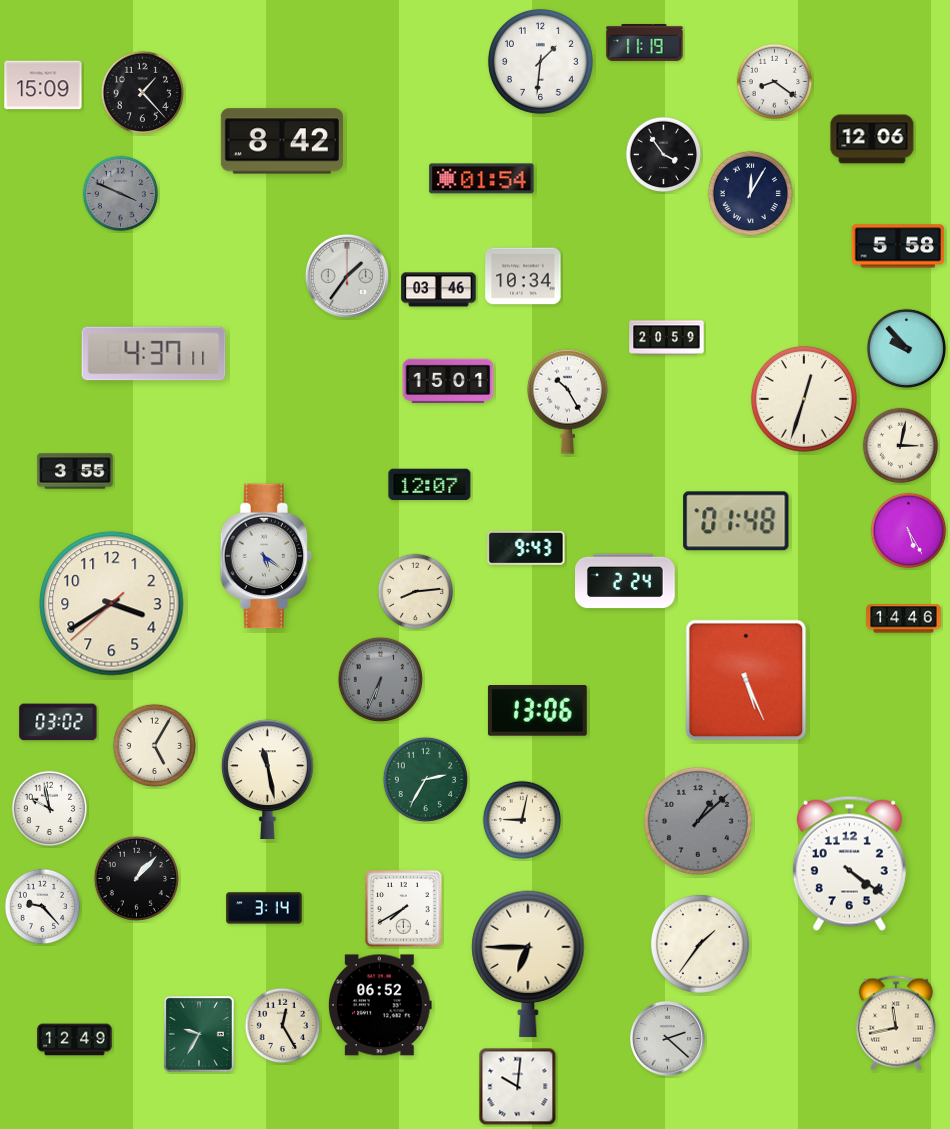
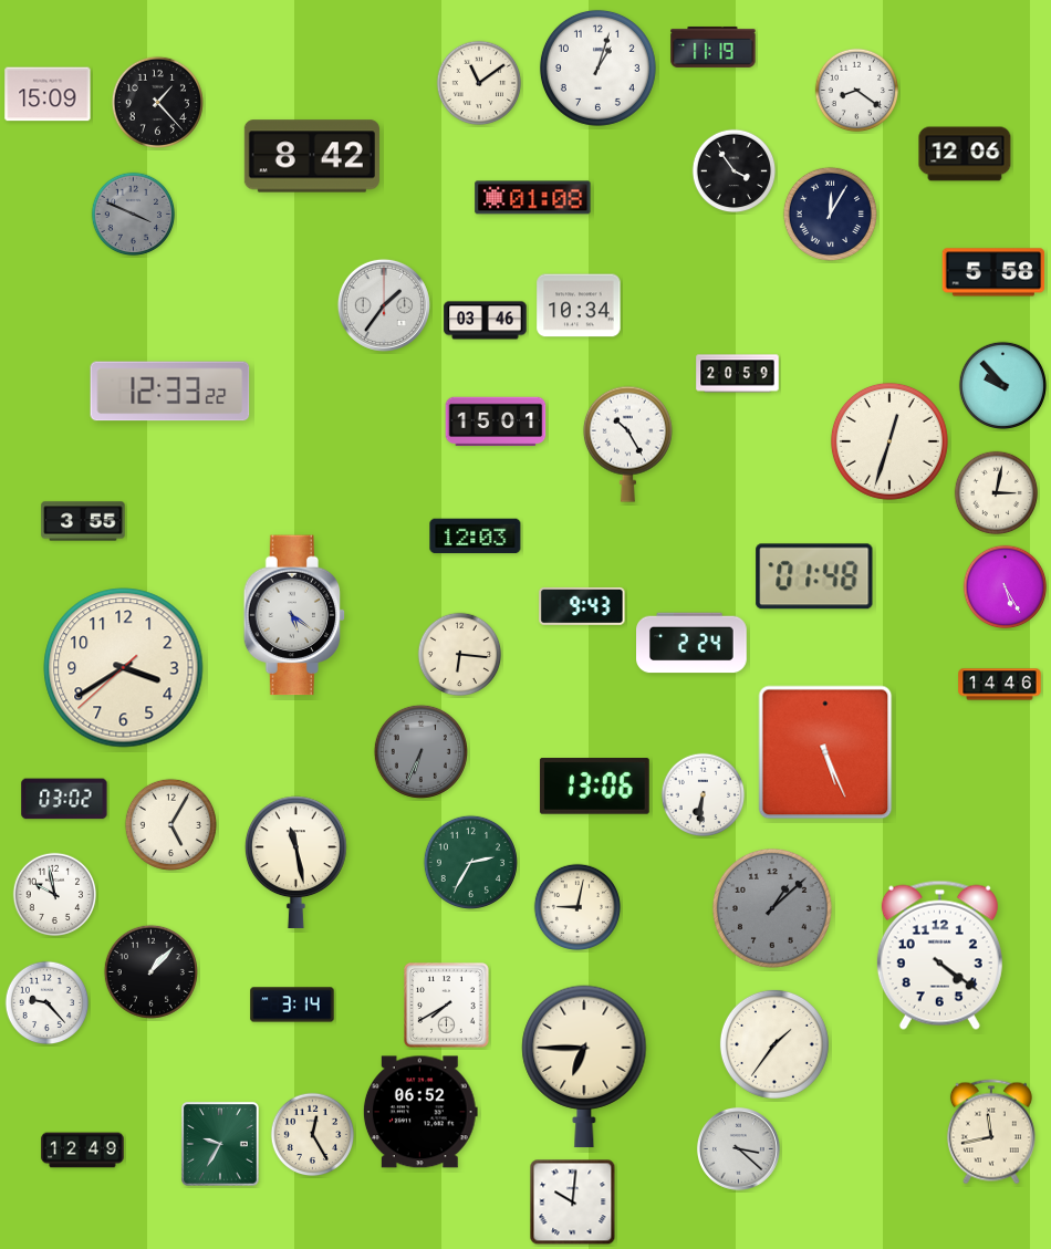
clock at (540, 61): 1:31 -> 1:03
clock at (479, 83): none -> 11:09
clock at (482, 179): 01:54 -> 01:08
clock at (154, 354): 4:37 -> 12:33
clock at (430, 485): 12:07 -> 12:03
clock at (416, 592): 8:14 -> 6:16
clock at (704, 795): none -> 6:31
clock at (667, 1038): 2:22 -> 3:22
